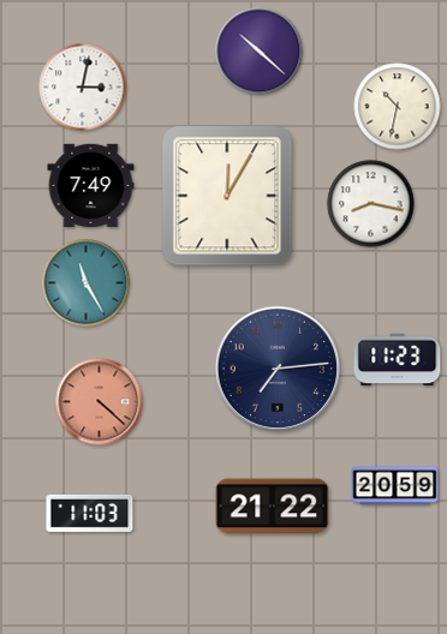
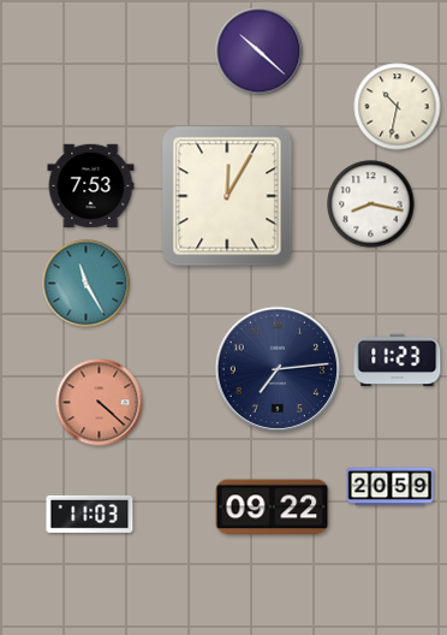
clock at (83, 88): 3:02 -> none
clock at (91, 186): 7:49 -> 7:53
clock at (395, 486) position: (395, 486) -> (391, 487)
clock at (273, 507): 21:22 -> 09:22
